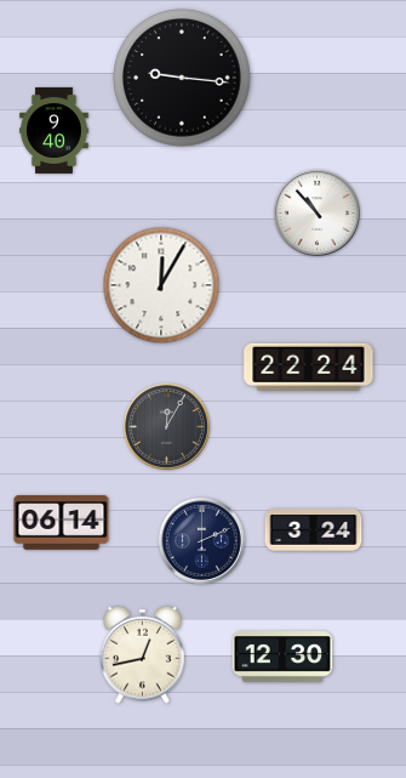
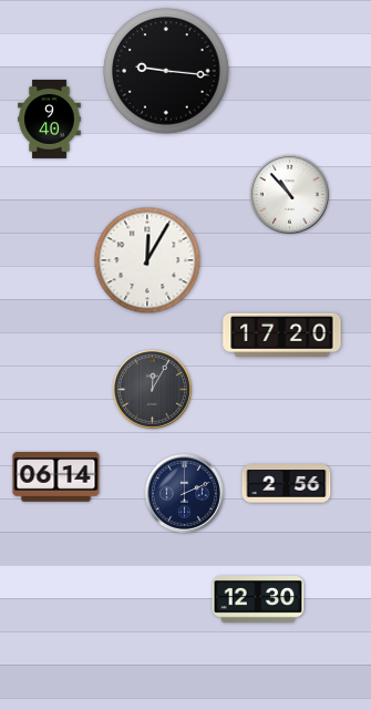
clock at (309, 368): 22:24 -> 17:20
clock at (314, 530): 3:24 -> 2:56
clock at (143, 654): 12:43 -> none
